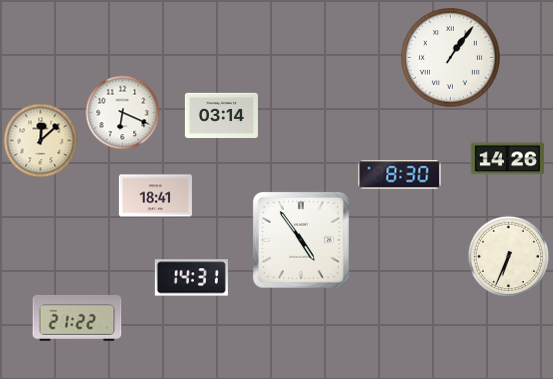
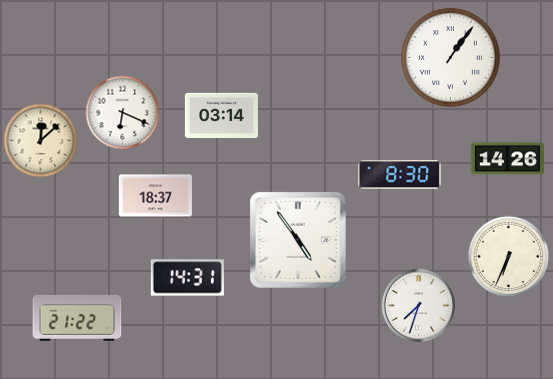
clock at (155, 196): 18:41 -> 18:37
clock at (301, 240) position: (301, 240) -> (298, 240)
clock at (191, 278) position: (191, 278) -> (187, 278)
clock at (419, 306): none -> 7:33
